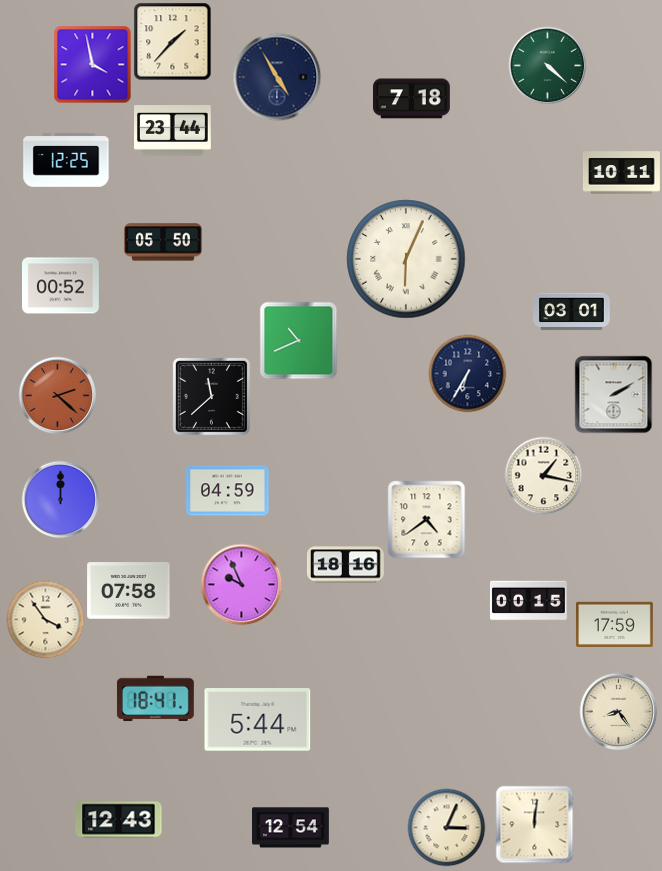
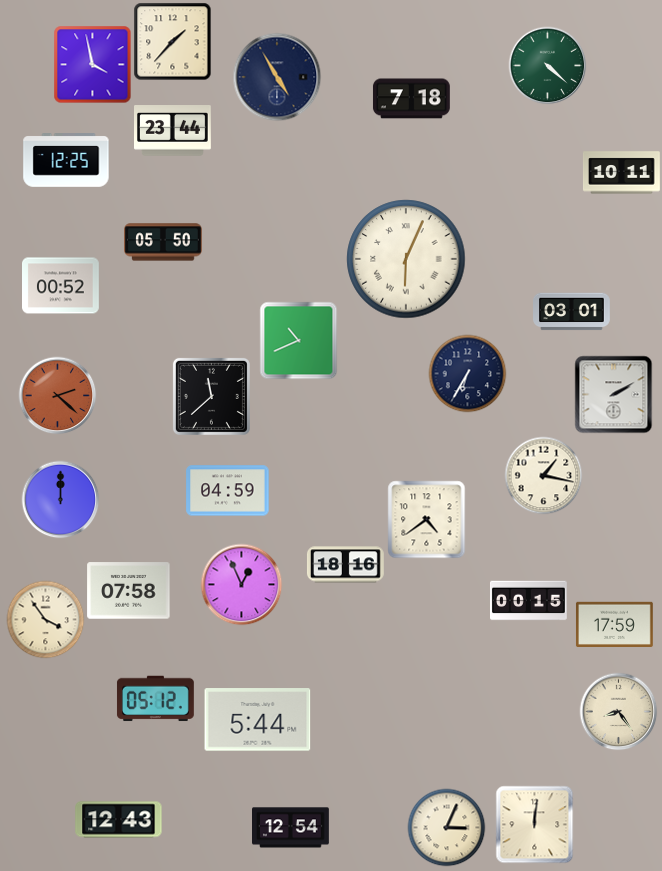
clock at (241, 584): 9:56 -> 12:56
clock at (155, 699): 18:41 -> 05:12
